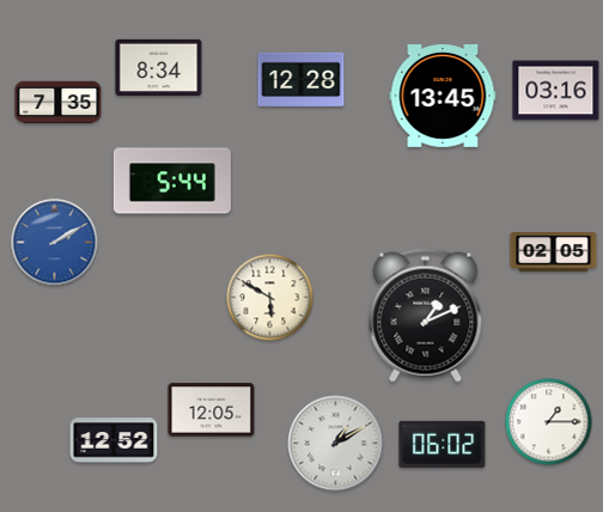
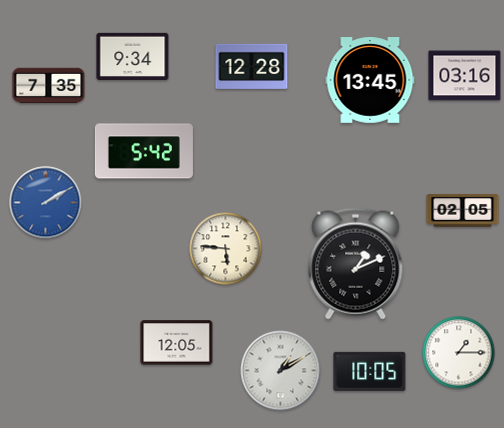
clock at (159, 67): 8:34 -> 9:34
clock at (172, 181): 5:44 -> 5:42
clock at (270, 298): 5:50 -> 5:46
clock at (114, 440): 12:52 -> none
clock at (443, 444): 06:02 -> 10:05
